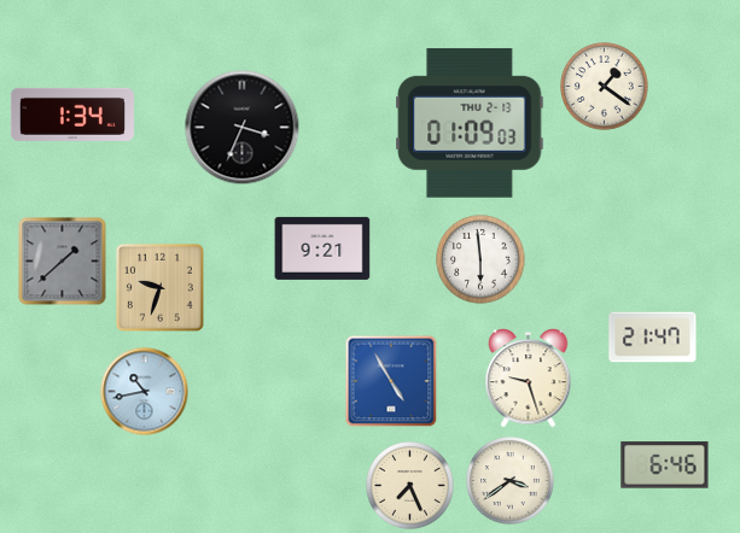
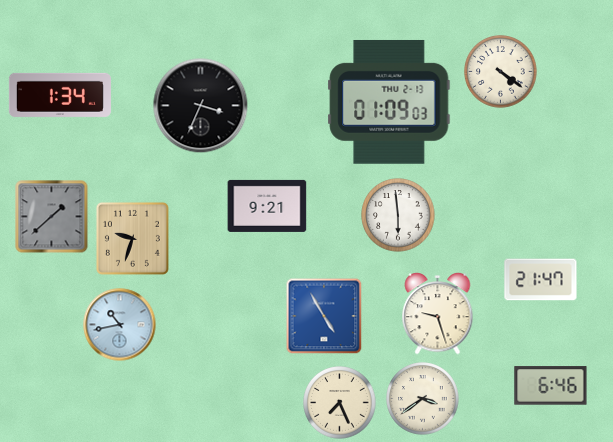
clock at (605, 87): 1:21 -> 4:21
